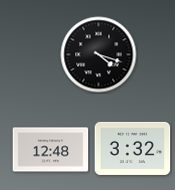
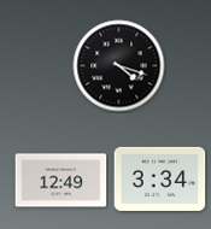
clock at (133, 148): 3:32 -> 3:34
clock at (51, 150): 12:48 -> 12:49
